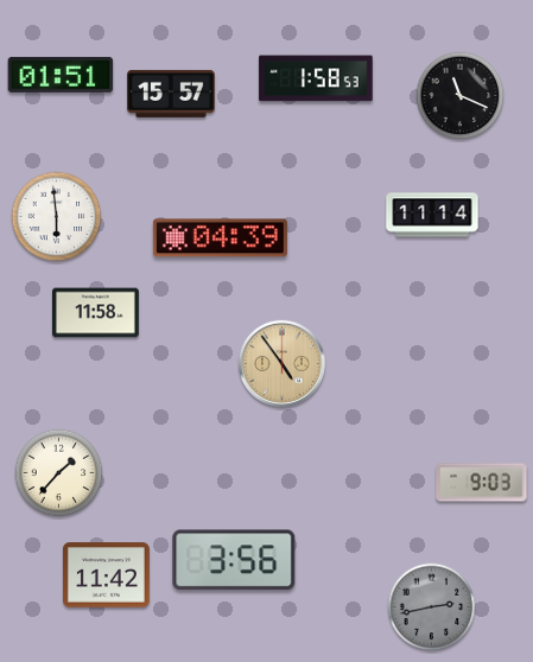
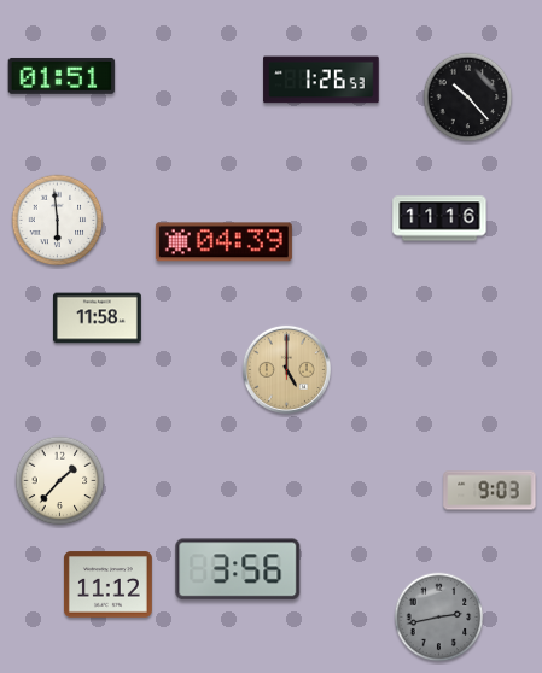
clock at (316, 78): 1:58 -> 1:26
clock at (172, 94): 15:57 -> none
clock at (461, 96): 11:19 -> 10:23
clock at (432, 215): 11:14 -> 11:16
clock at (281, 363): 4:54 -> 5:00
clock at (106, 575): 11:42 -> 11:12
